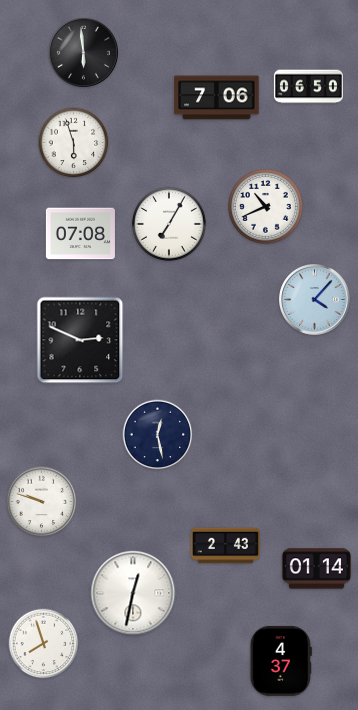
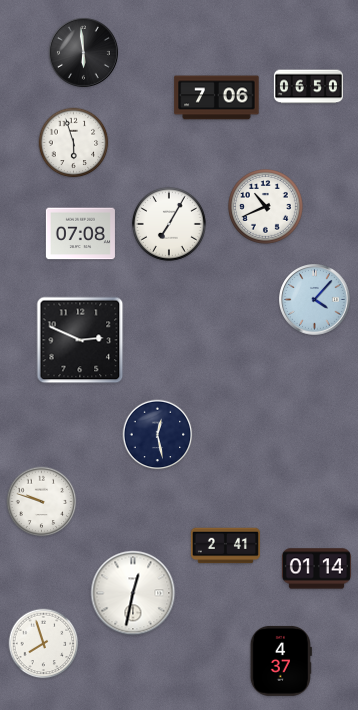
clock at (225, 546): 2:43 -> 2:41
